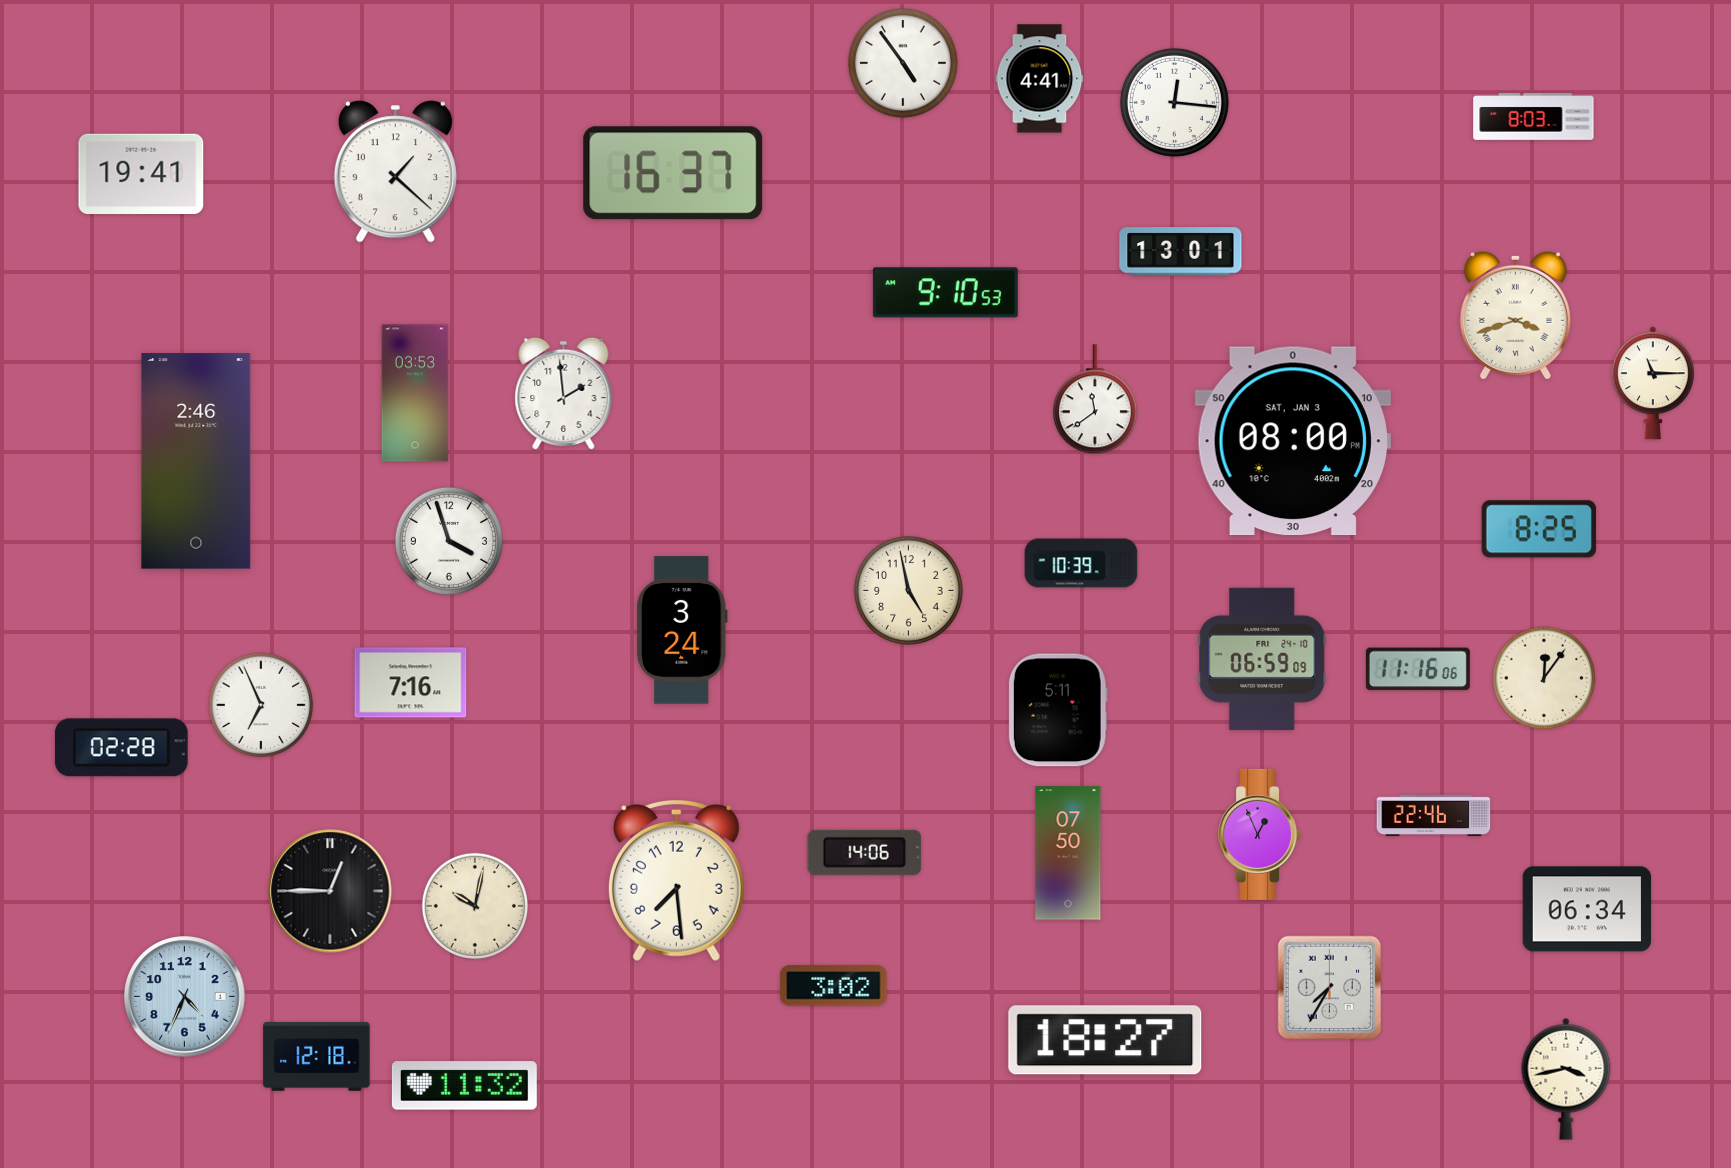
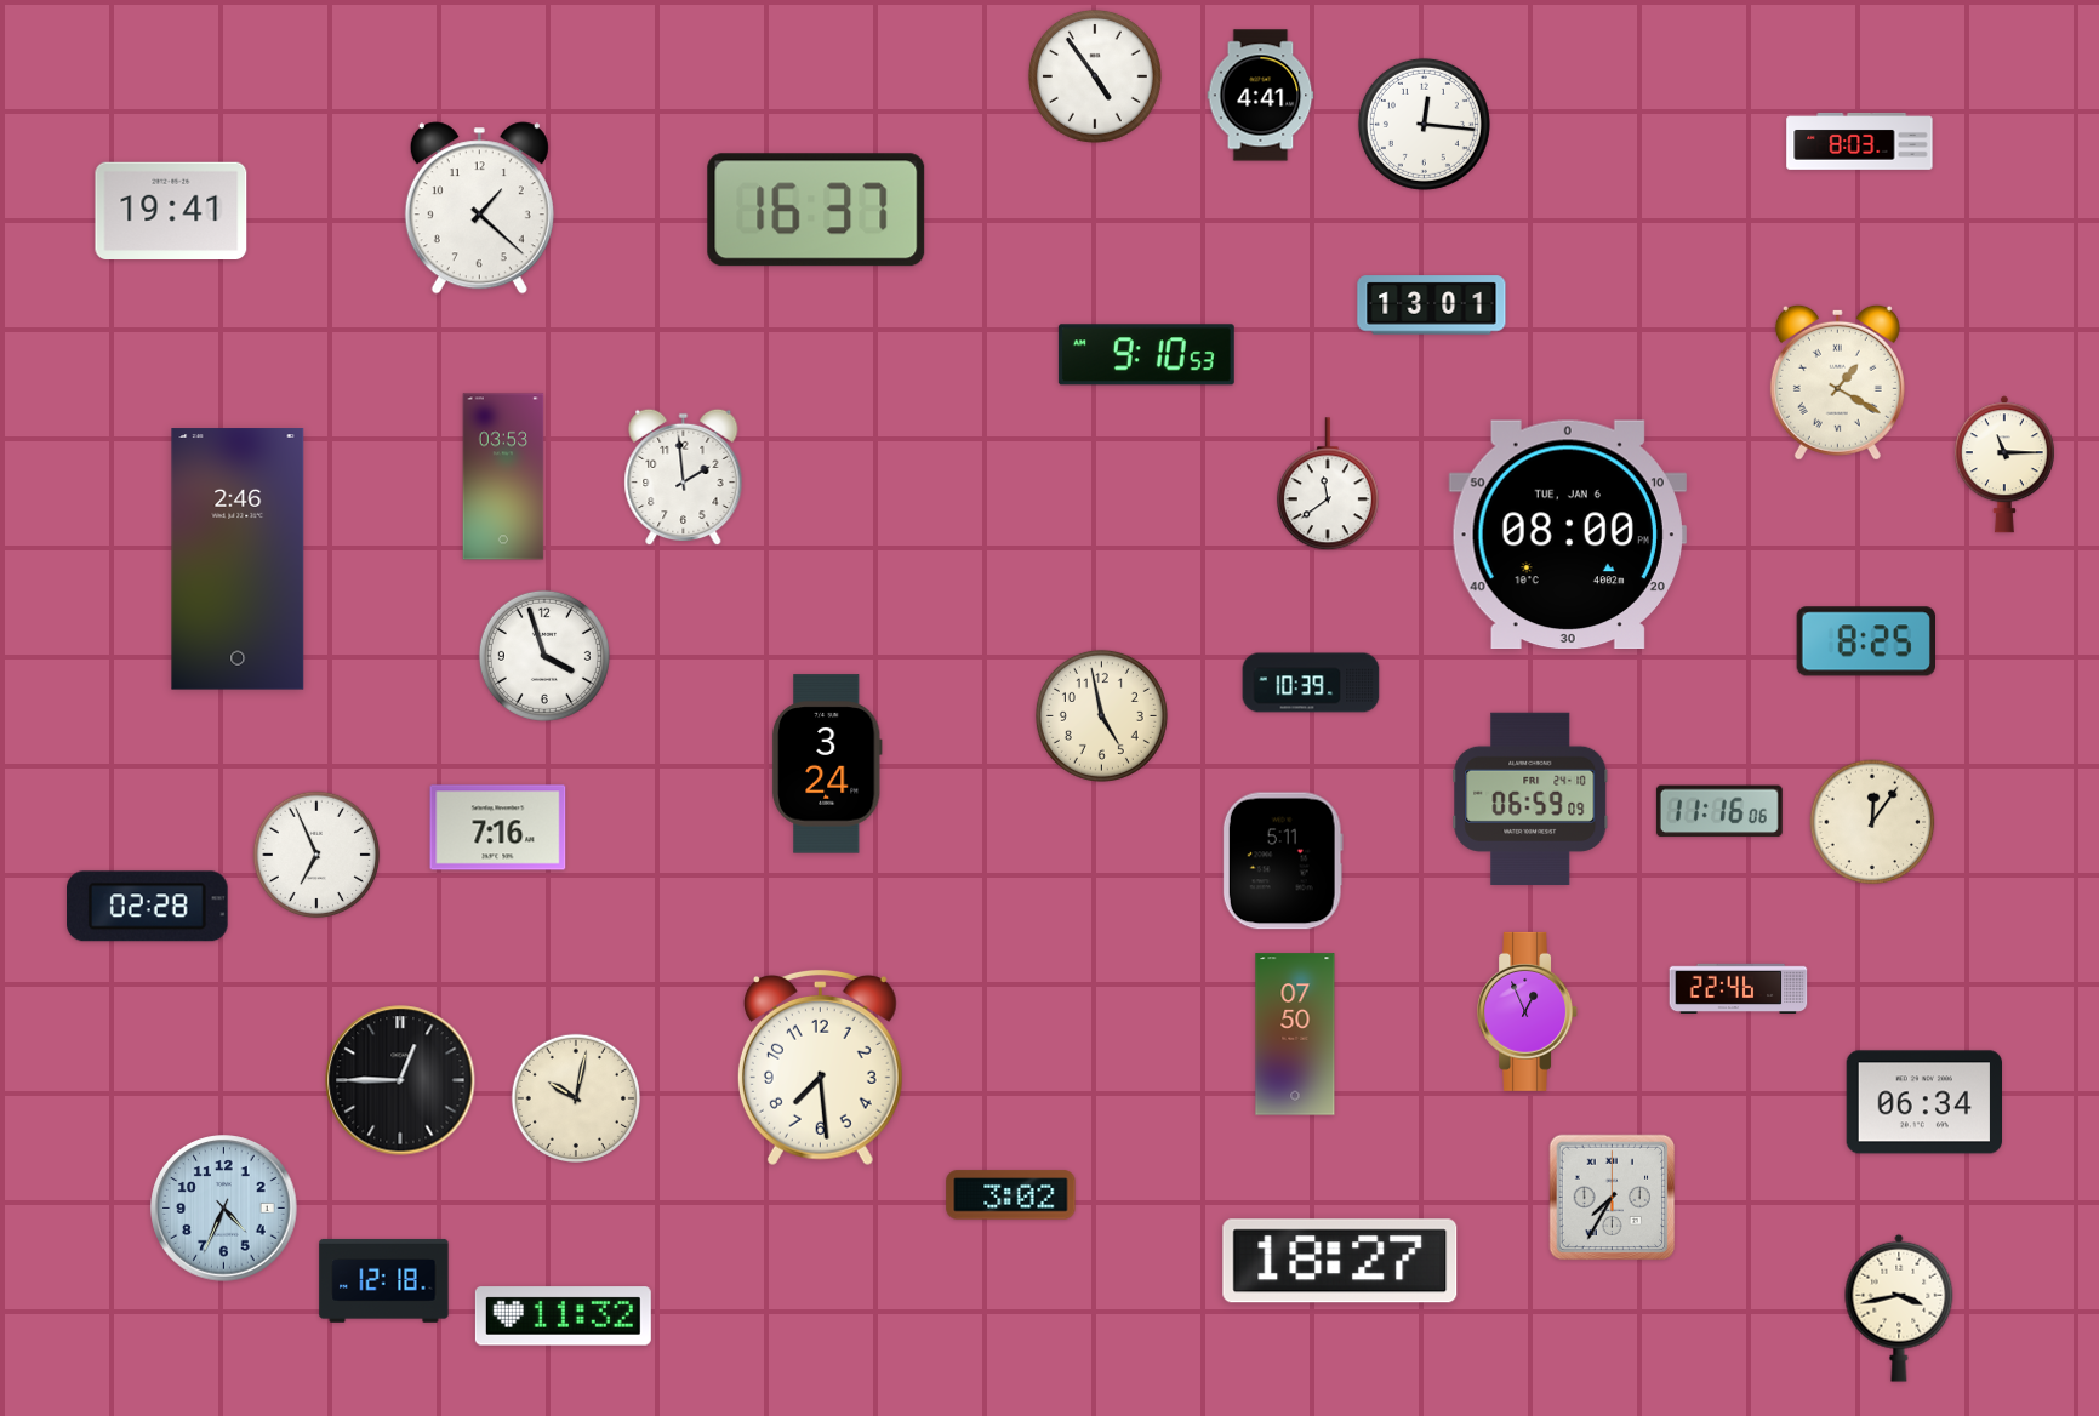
clock at (1515, 315): 3:42 -> 1:20
clock at (1293, 440) date: SAT, JAN 3 -> TUE, JAN 6
clock at (865, 852): 14:06 -> none
